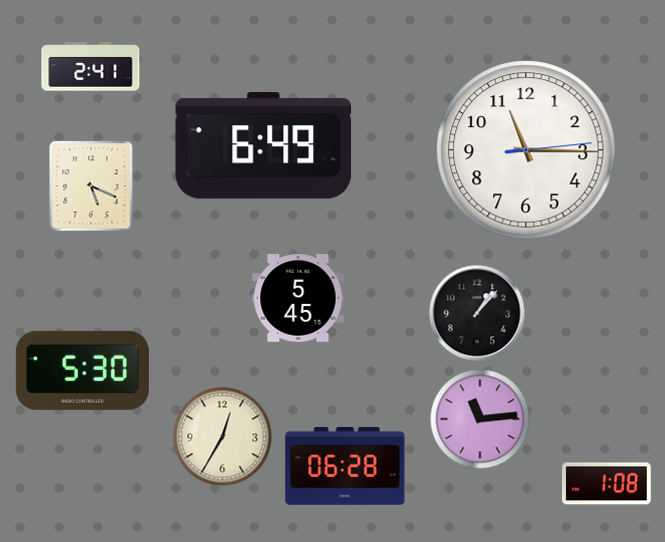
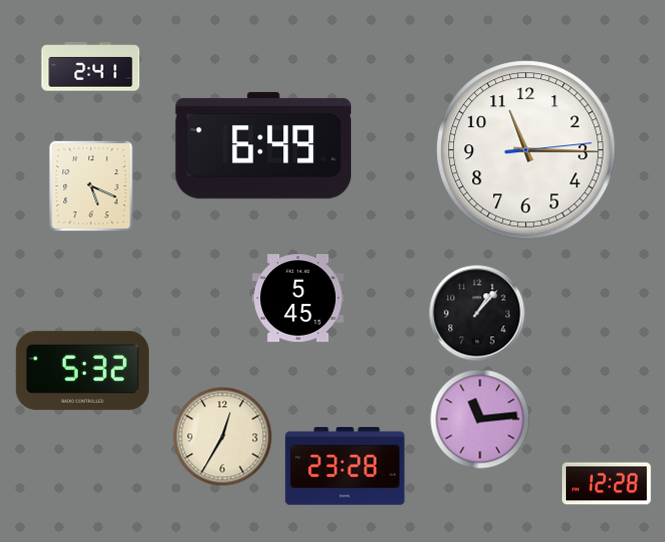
clock at (82, 370): 5:30 -> 5:32
clock at (345, 466): 06:28 -> 23:28
clock at (607, 484): 1:08 -> 12:28
